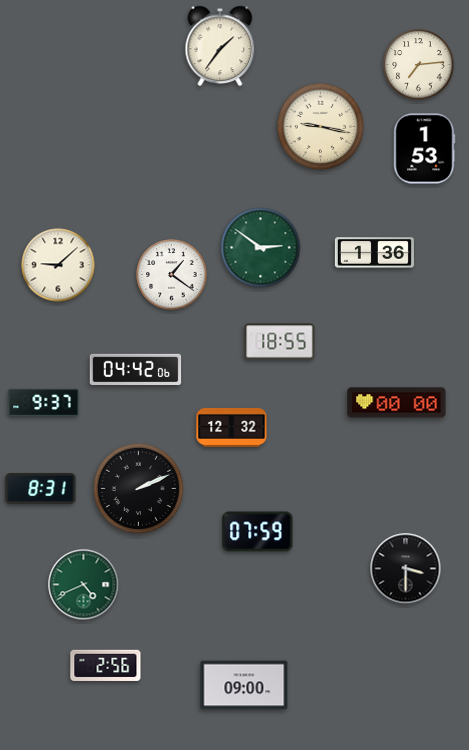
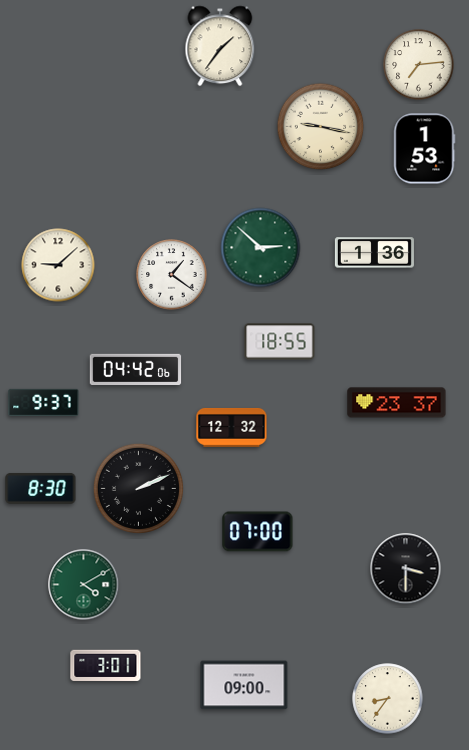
clock at (261, 248): 2:51 -> 2:52
clock at (397, 403): 00:00 -> 23:37
clock at (41, 489): 8:31 -> 8:30
clock at (258, 532): 07:59 -> 07:00
clock at (84, 585): 4:41 -> 4:10
clock at (106, 665): 2:56 -> 3:01
clock at (388, 699): none -> 8:36
